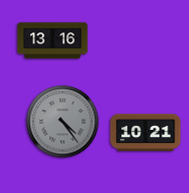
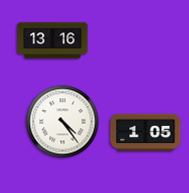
clock at (63, 122) dial: grey -> white
clock at (146, 133): 10:21 -> 1:05
